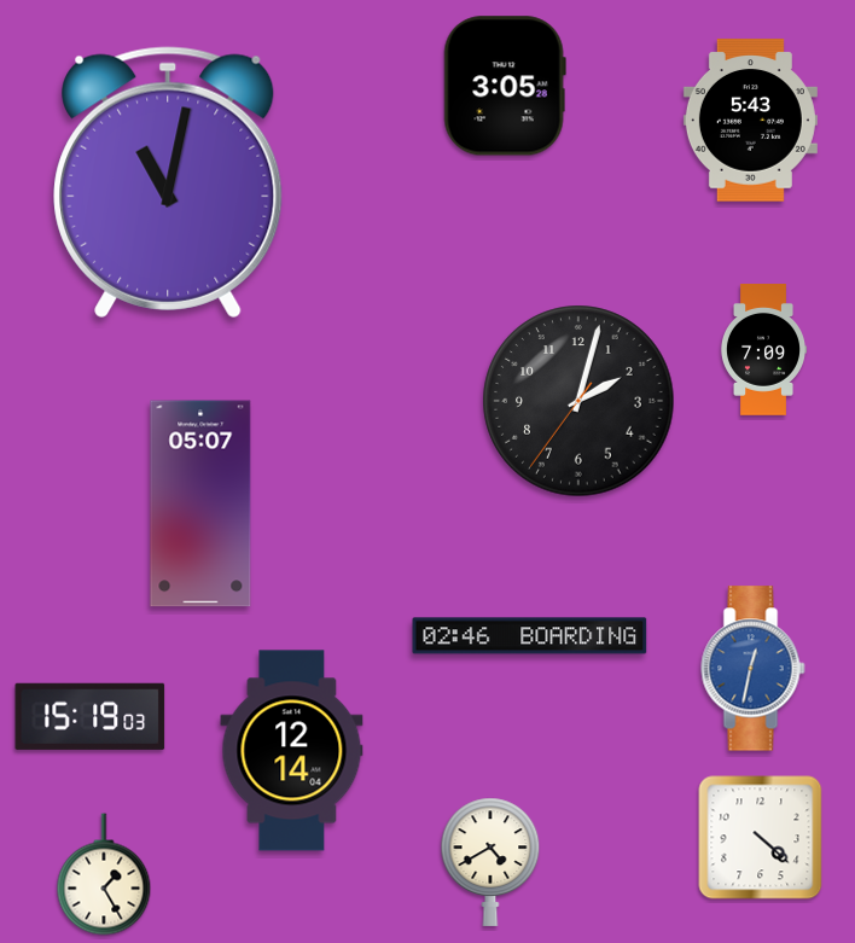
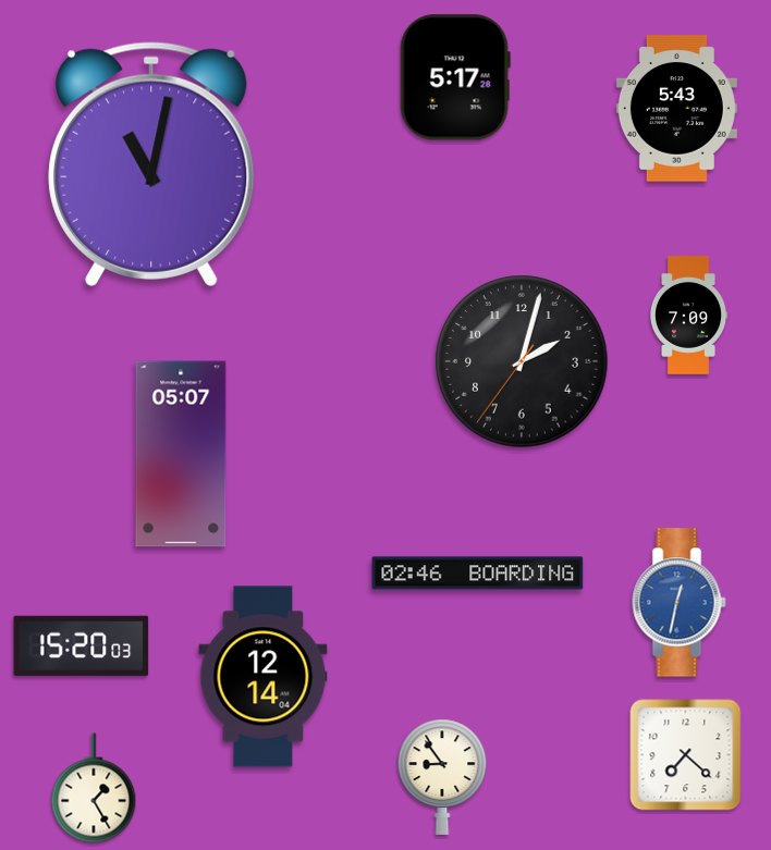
clock at (505, 86): 3:05 -> 5:17
clock at (91, 716): 15:19 -> 15:20
clock at (761, 838): 4:22 -> 7:22
clock at (490, 862): 4:40 -> 8:54
